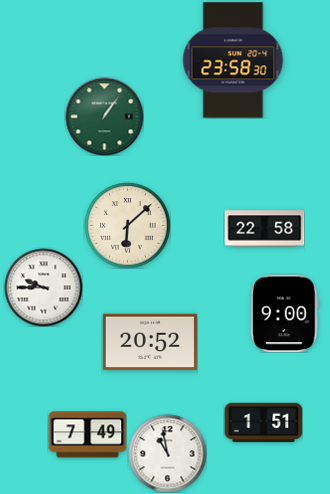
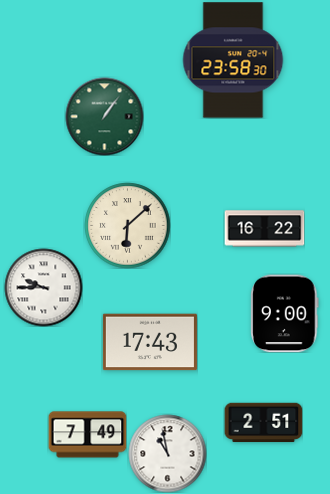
clock at (264, 229): 22:58 -> 16:22
clock at (150, 342): 20:52 -> 17:43
clock at (263, 423): 1:51 -> 2:51
